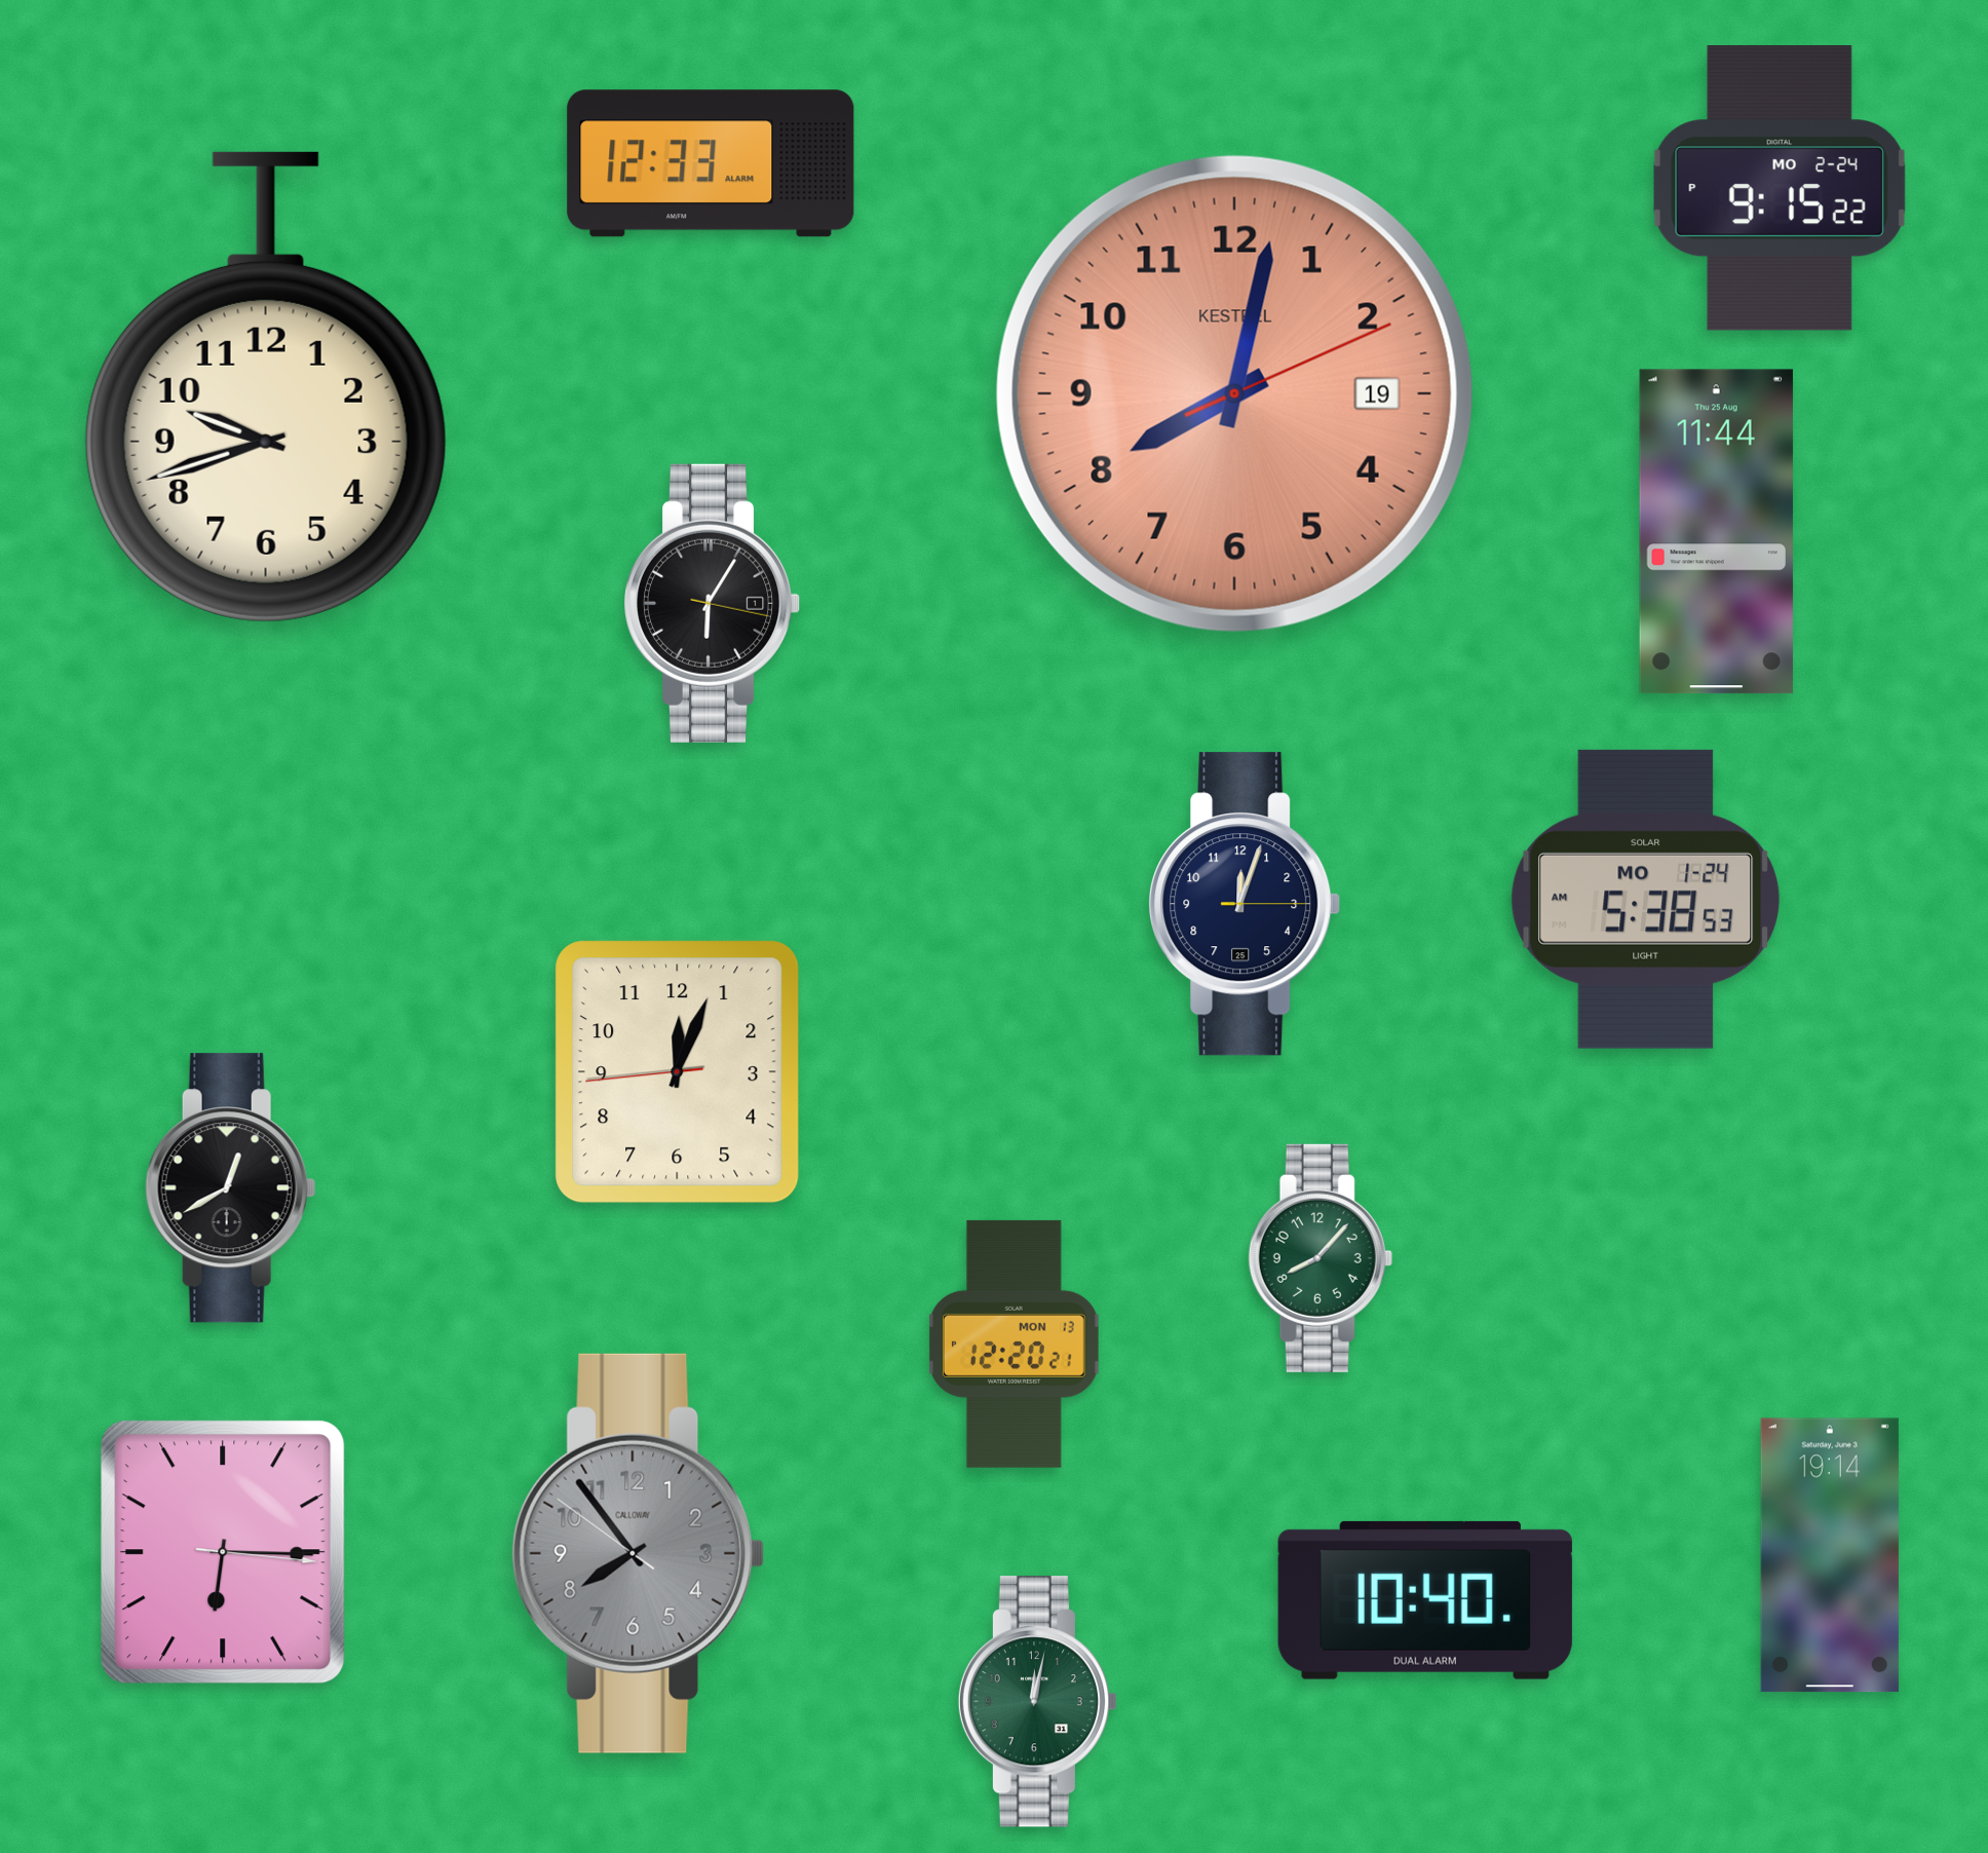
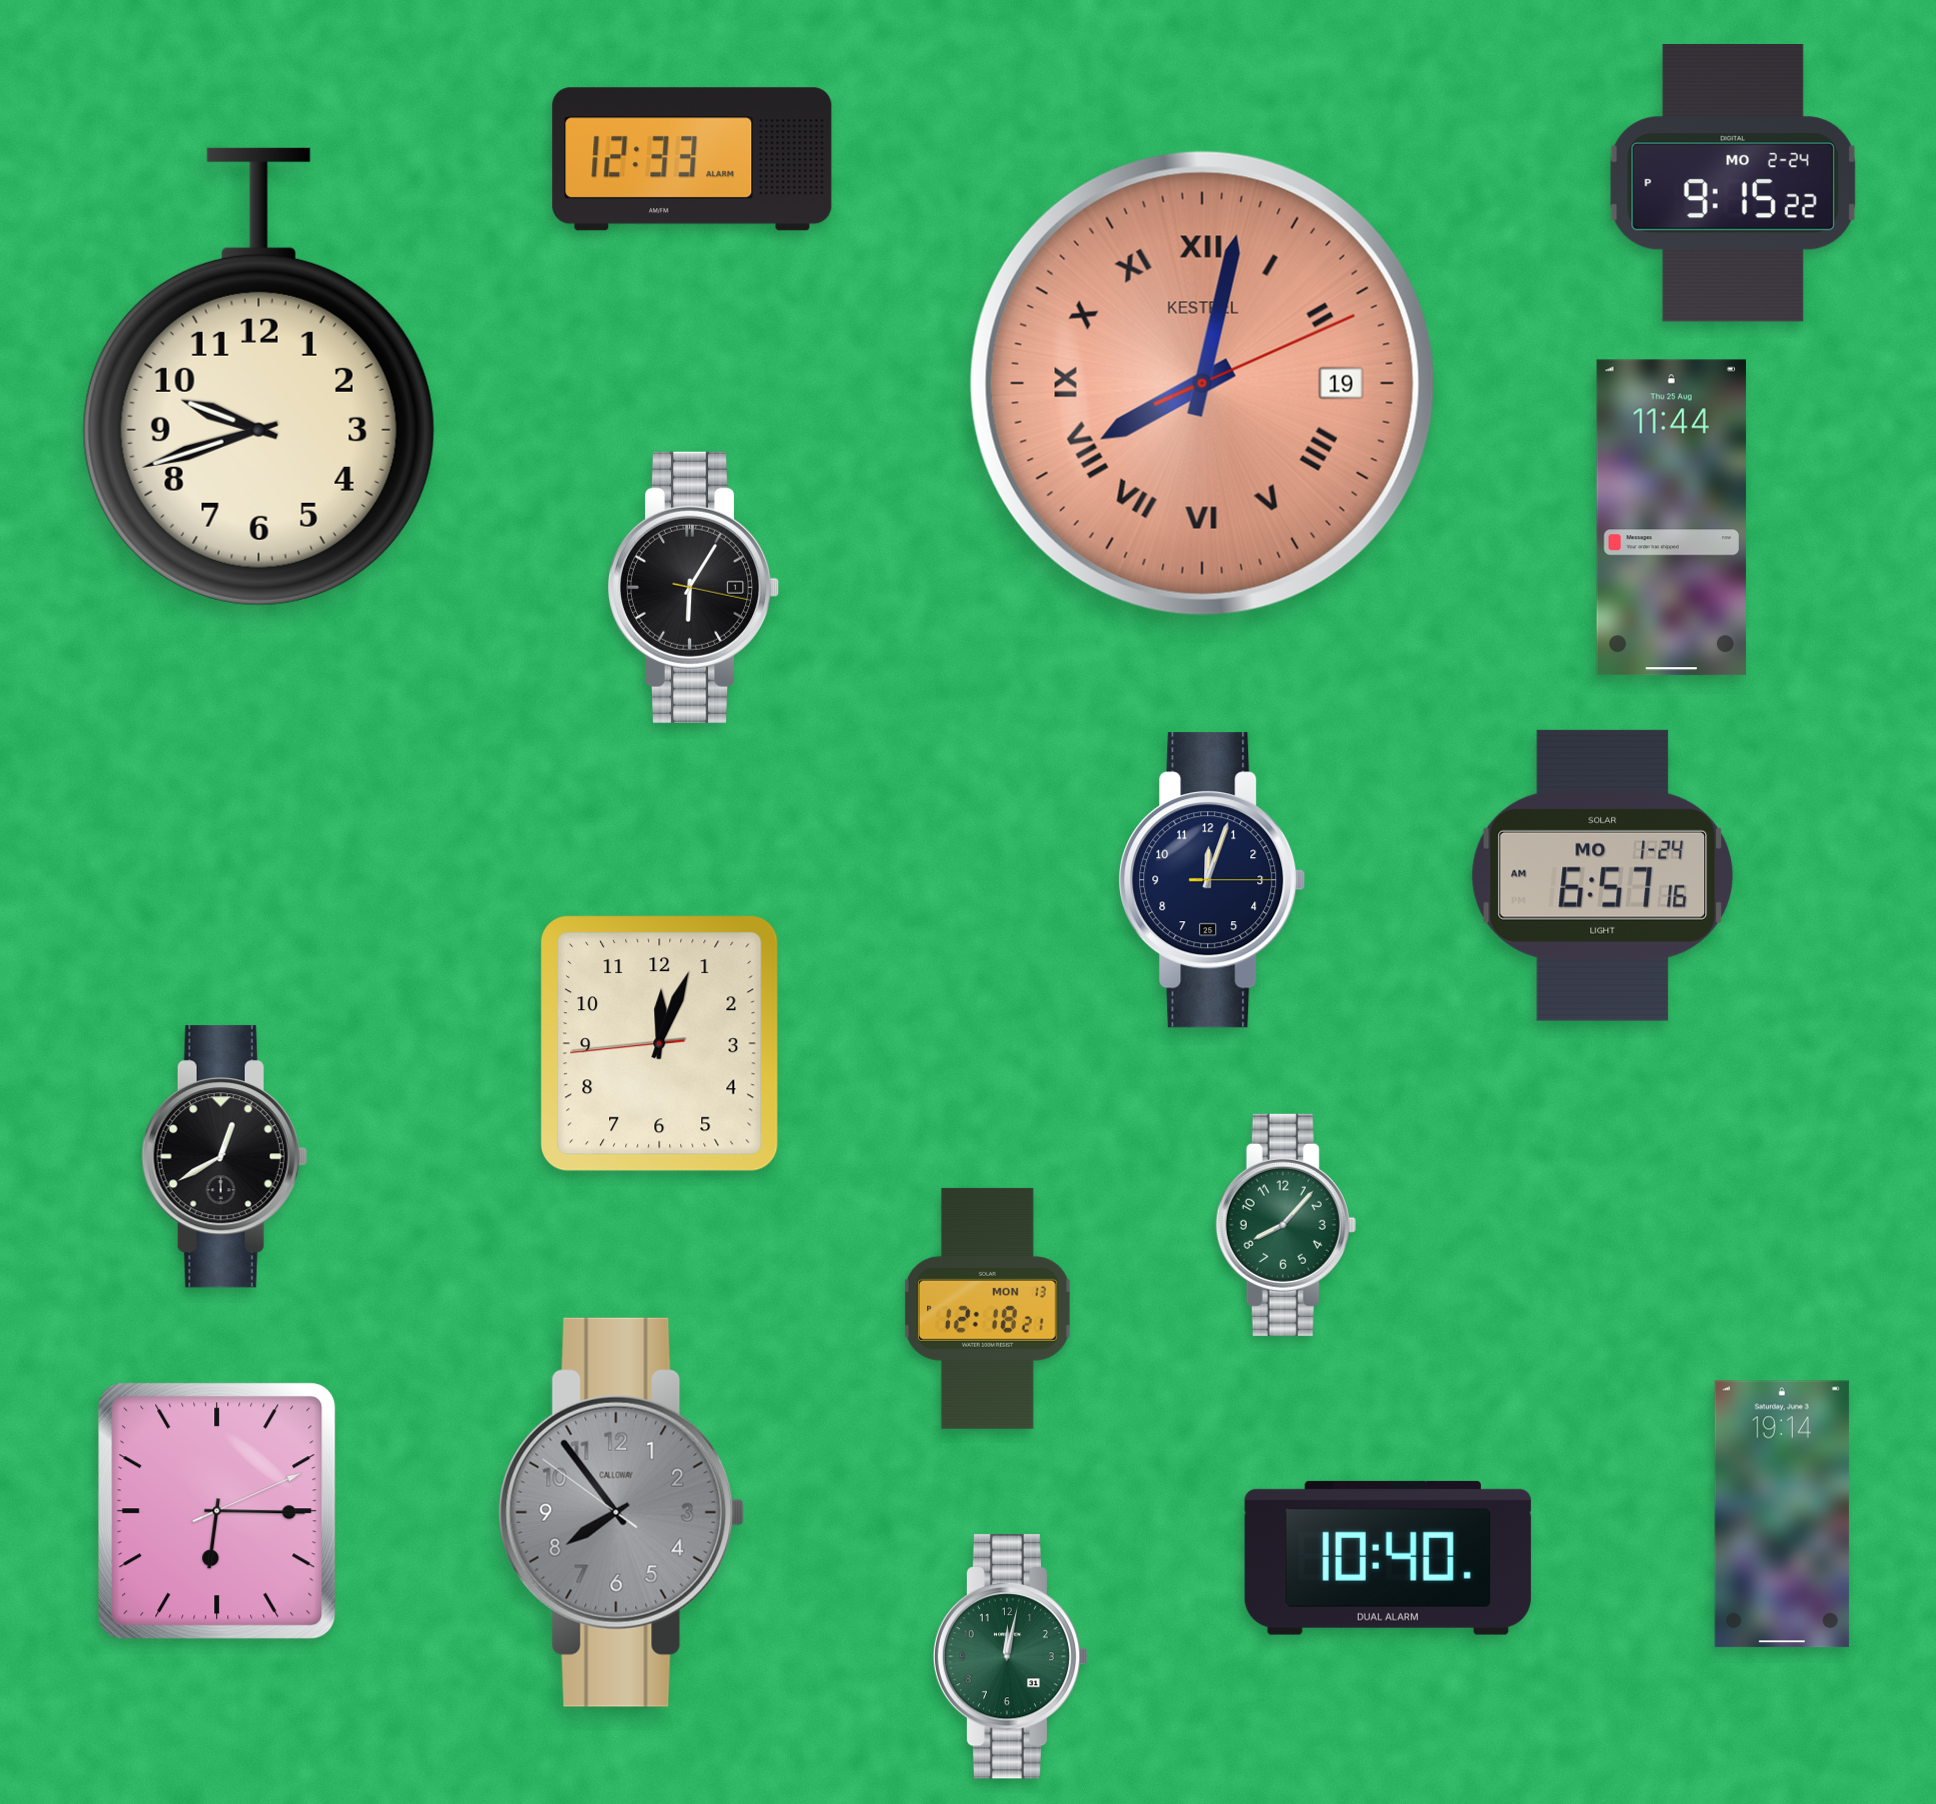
clock at (1234, 393) numerals: Arabic -> Roman
clock at (1646, 899): 5:38 -> 6:57
clock at (1014, 1344): 12:20 -> 12:18
clock at (223, 1552): 6:15:16 -> 6:15:11
